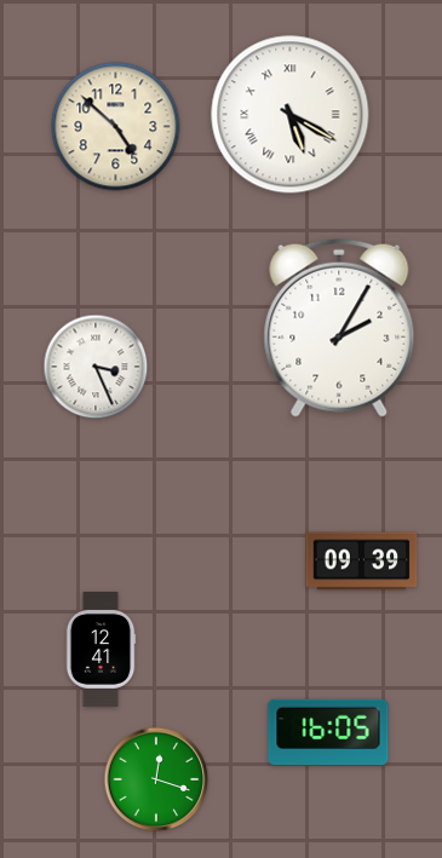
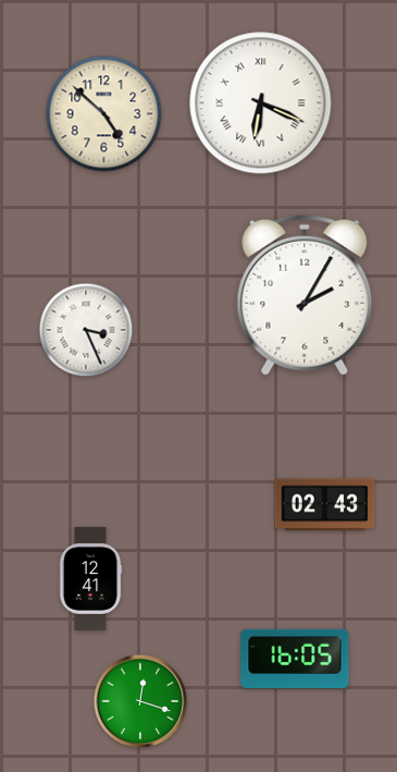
clock at (291, 115): 5:20 -> 6:19
clock at (362, 562): 09:39 -> 02:43
clock at (101, 649) position: (101, 649) -> (90, 578)
